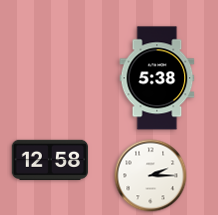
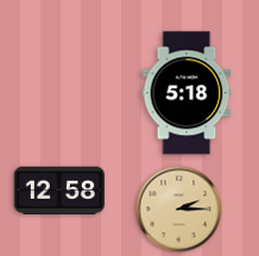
clock at (157, 78): 5:38 -> 5:18
clock at (151, 176) dial: white -> champagne
